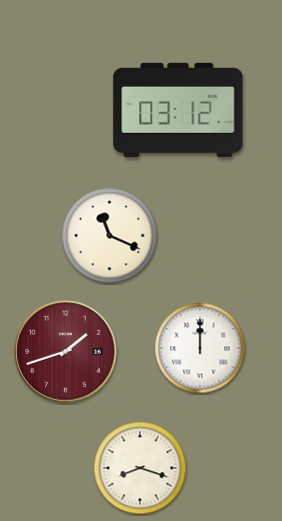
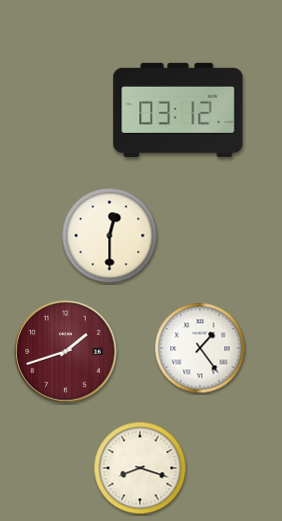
clock at (110, 236): 11:19 -> 12:30
clock at (200, 348): 12:00 -> 1:24
